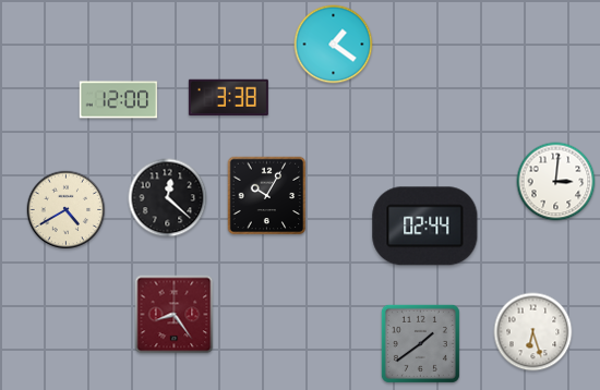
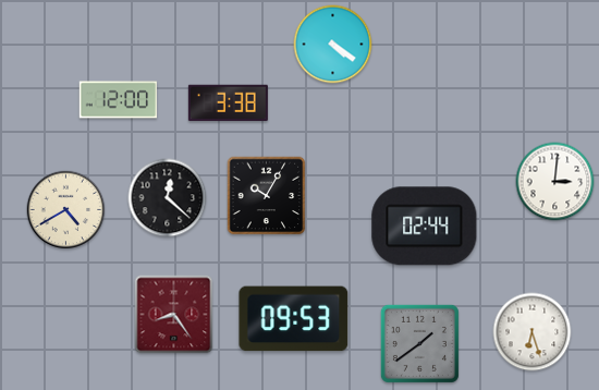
clock at (334, 45): 1:21 -> 4:21
clock at (228, 97) position: (228, 97) -> (228, 102)
clock at (294, 319): none -> 09:53
